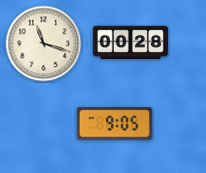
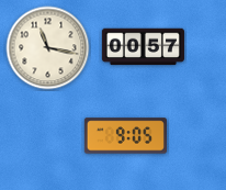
clock at (130, 43): 00:28 -> 00:57
clock at (44, 44): 11:18 -> 11:17
